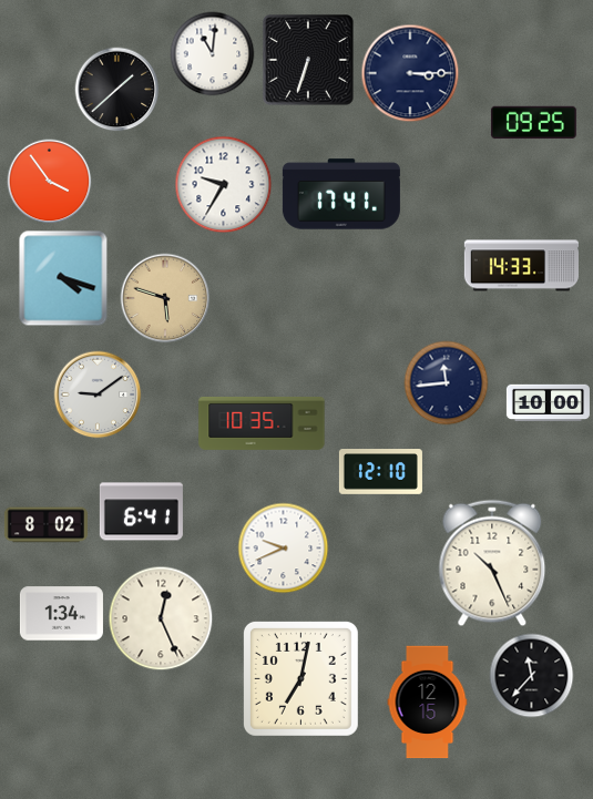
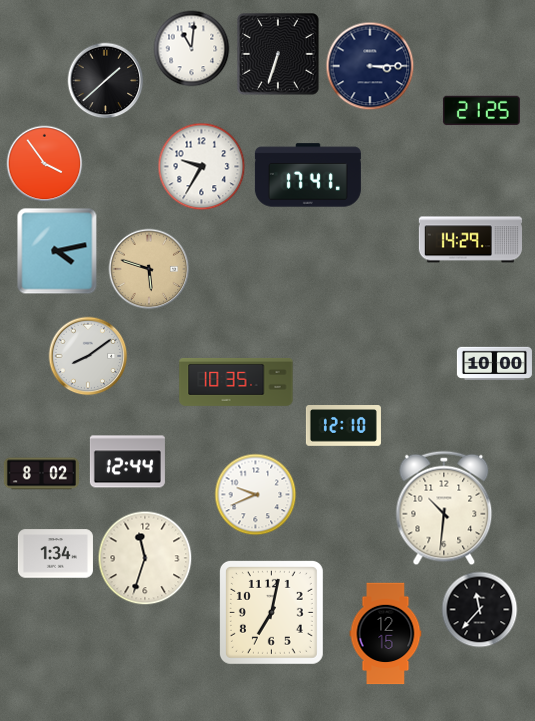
clock at (533, 123): 09:25 -> 21:25
clock at (521, 266): 14:33 -> 14:29
clock at (63, 278): 4:18 -> 4:13
clock at (447, 383): 11:44 -> none
clock at (98, 395): 9:09 -> 8:09
clock at (141, 512): 6:41 -> 12:44
clock at (492, 563): 10:26 -> 10:31
clock at (161, 618): 12:26 -> 11:33
